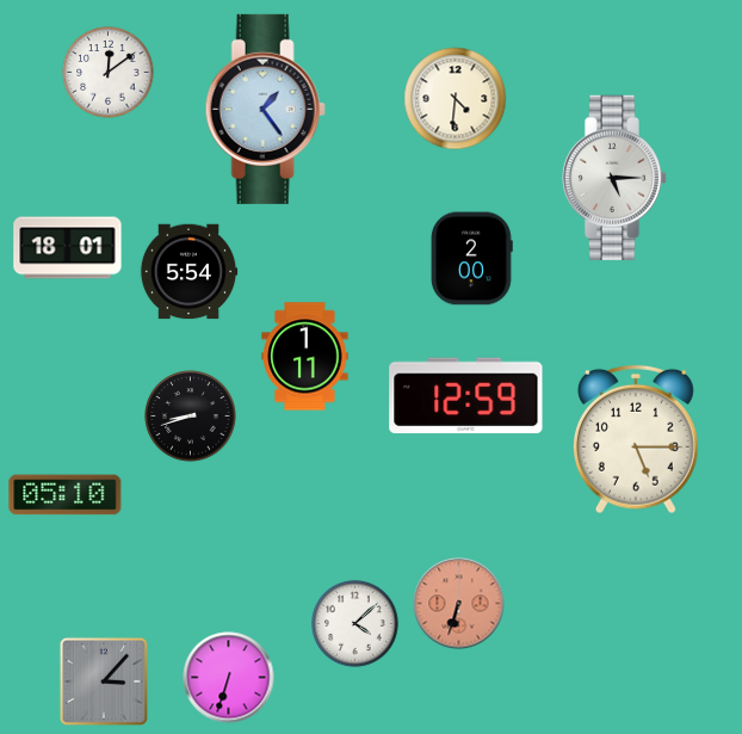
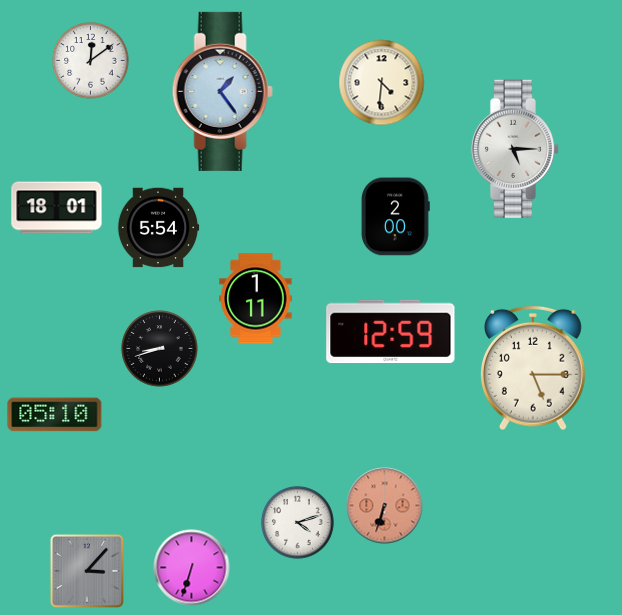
clock at (355, 624): 4:08 -> 4:12
